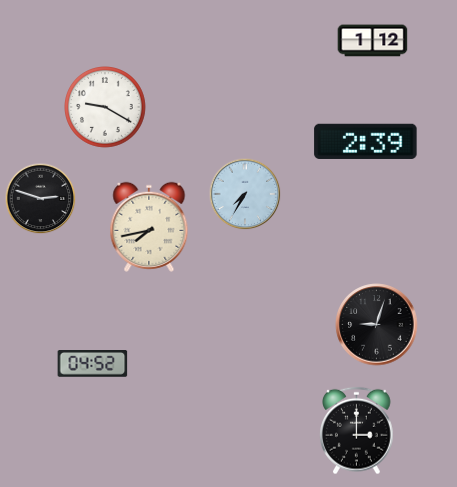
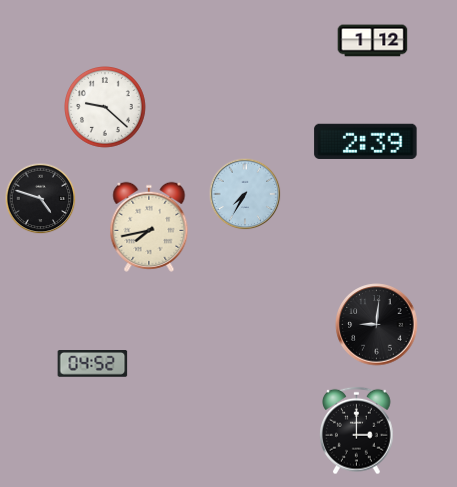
clock at (106, 108): 9:20 -> 9:22
clock at (41, 199): 2:48 -> 4:48
clock at (377, 325): 9:03 -> 9:01
